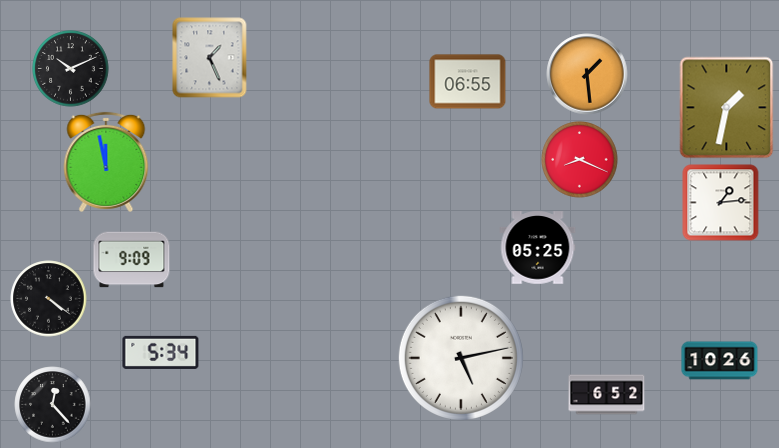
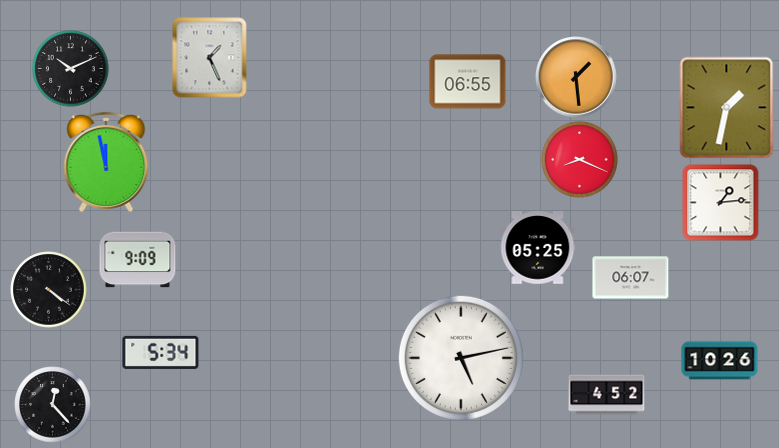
clock at (587, 74) position: (587, 74) -> (576, 77)
clock at (132, 260) position: (132, 260) -> (138, 260)
clock at (631, 278): none -> 06:07
clock at (49, 299) position: (49, 299) -> (49, 290)
clock at (607, 395): 6:52 -> 4:52
